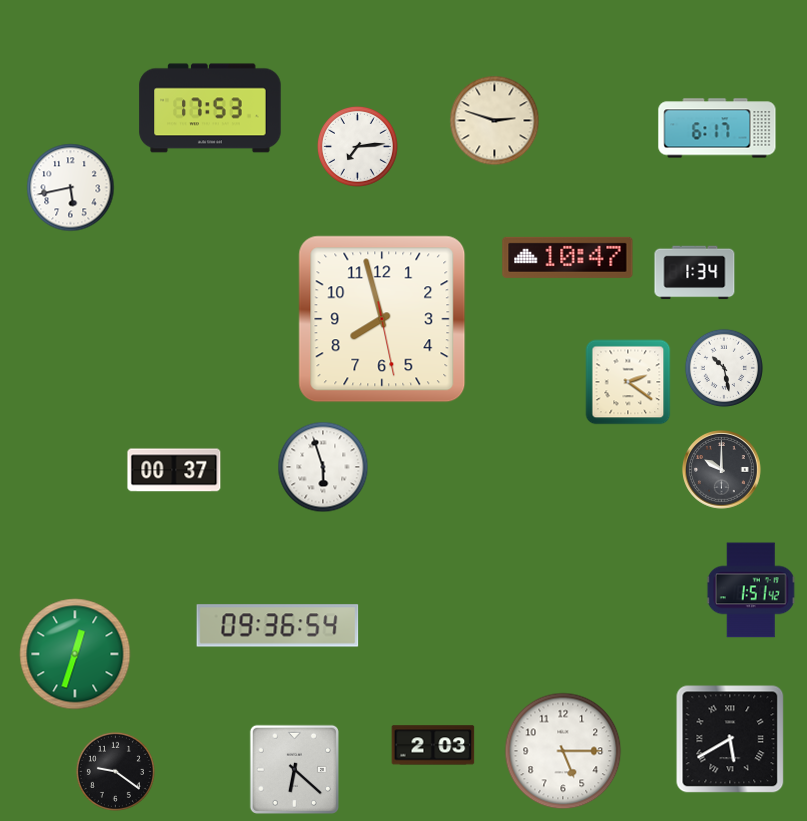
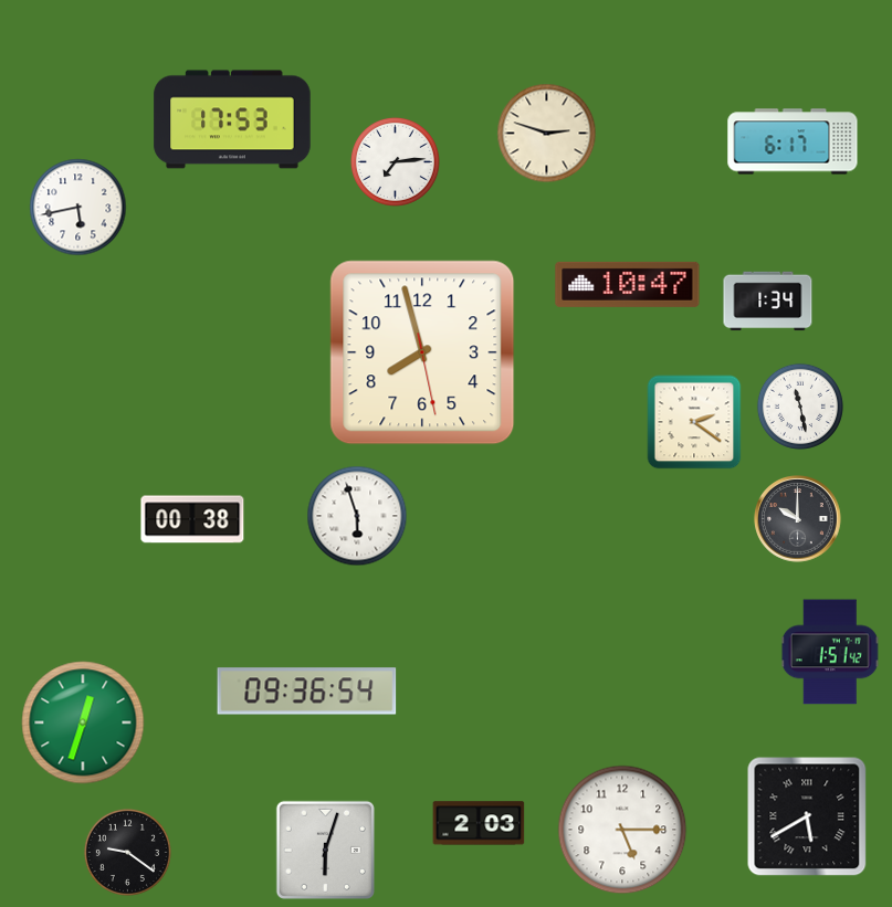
clock at (724, 368): 10:28 -> 11:28
clock at (174, 470): 00:37 -> 00:38
clock at (294, 769): 6:22 -> 6:03
